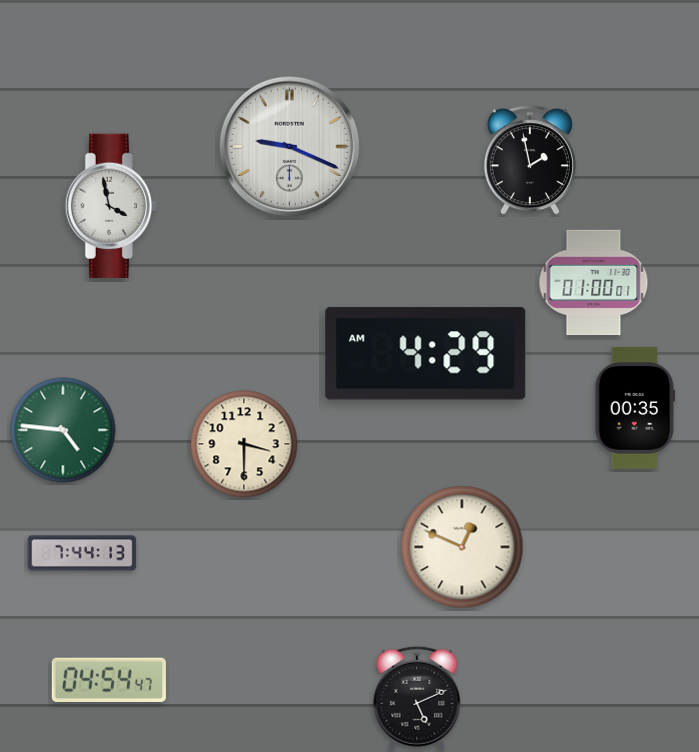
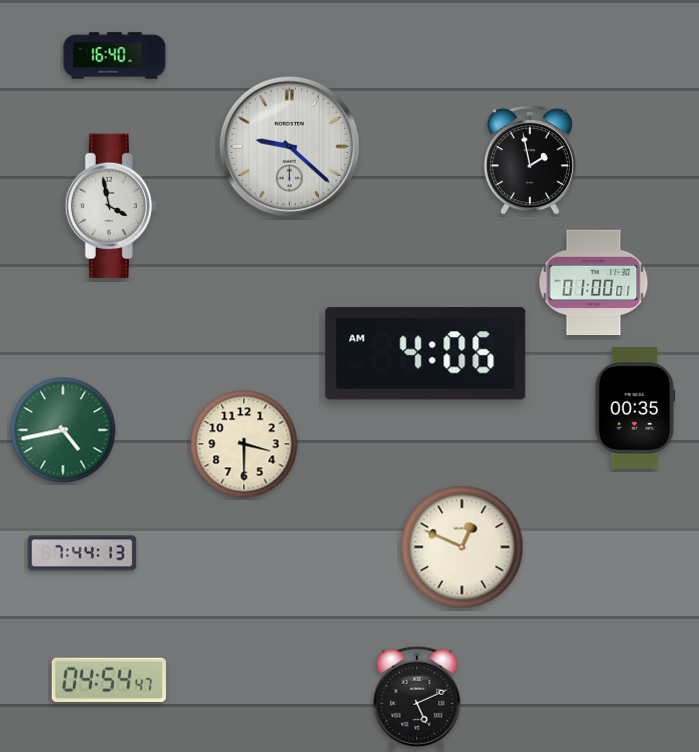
clock at (115, 56): none -> 16:40
clock at (290, 147): 9:19 -> 9:22
clock at (426, 354): 4:29 -> 4:06
clock at (63, 430): 4:46 -> 4:43
